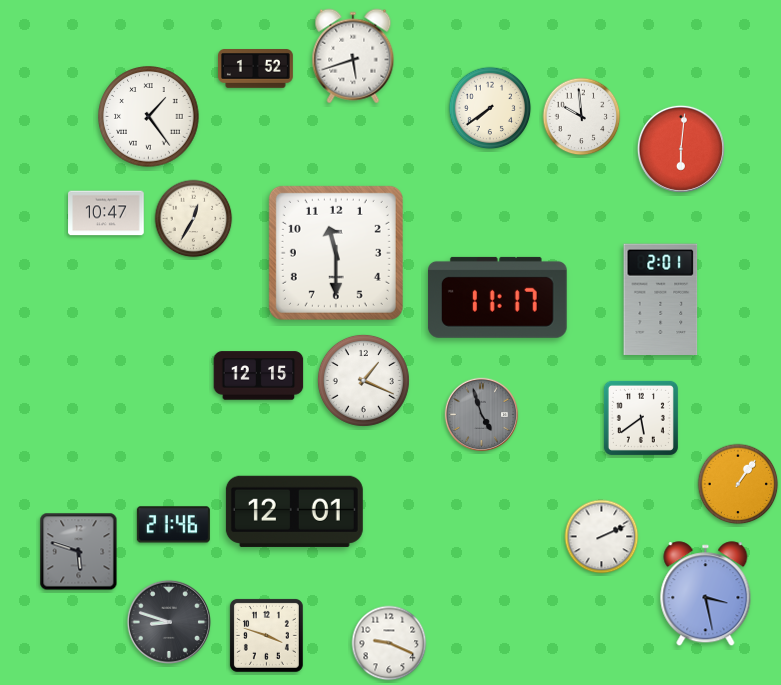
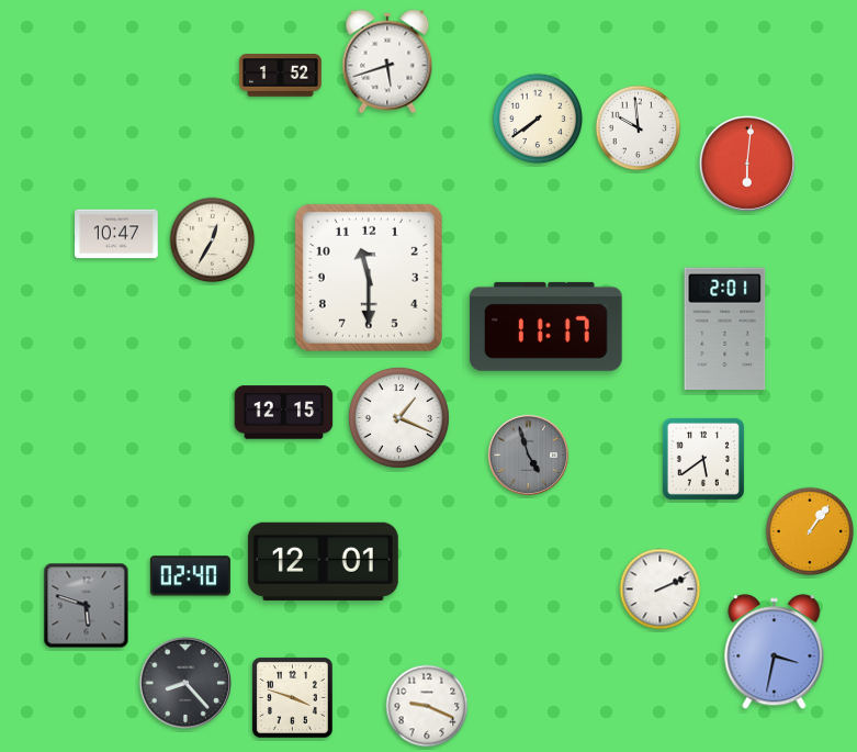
clock at (149, 117): 1:24 -> none
clock at (173, 525): 21:46 -> 02:40
clock at (706, 594): 3:28 -> 3:32
clock at (169, 622): 8:48 -> 8:23
